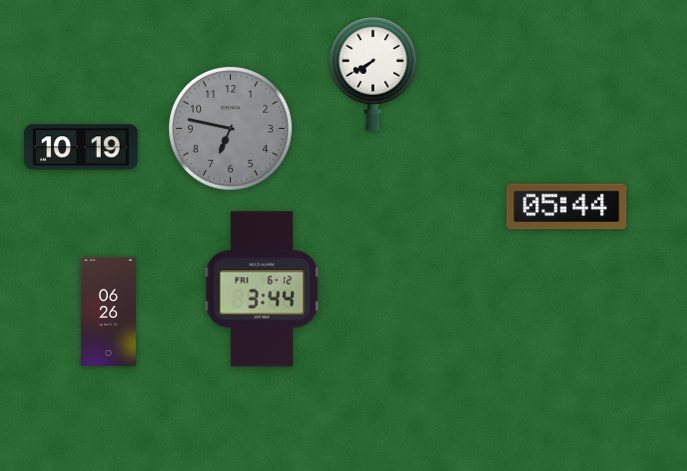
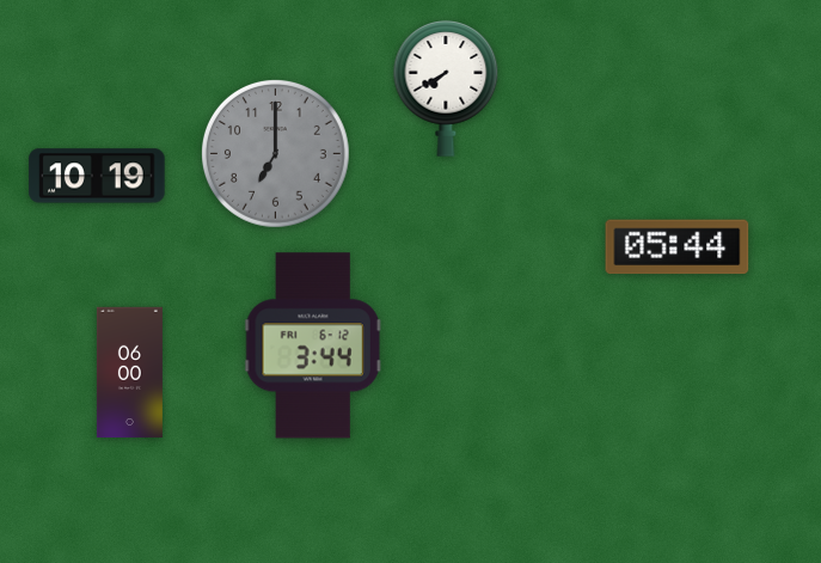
clock at (231, 129): 6:47 -> 7:00
clock at (108, 312): 06:26 -> 06:00
